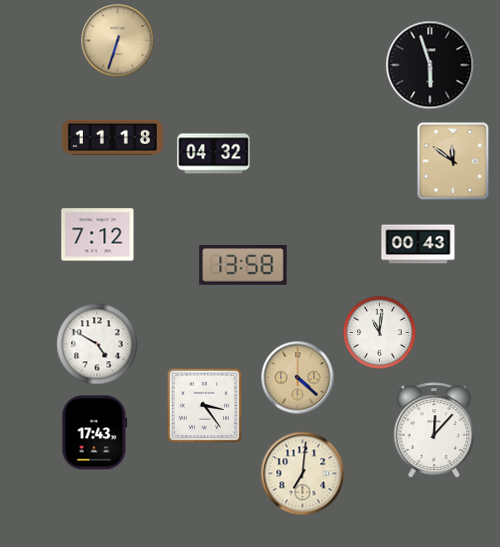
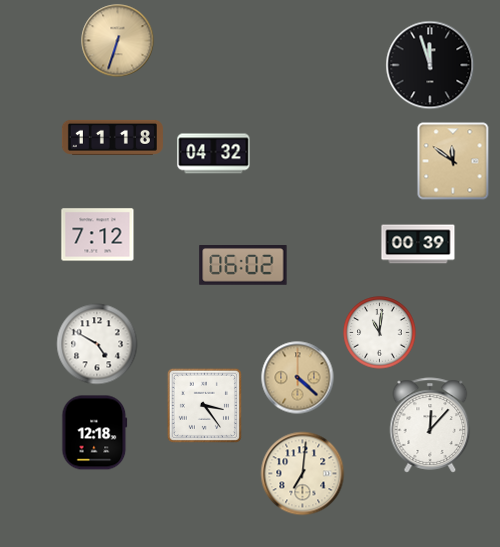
clock at (430, 65): 5:57 -> 11:57
clock at (418, 244): 00:43 -> 00:39
clock at (243, 265): 13:58 -> 06:02
clock at (434, 430) position: (434, 430) -> (430, 425)
clock at (95, 433): 17:43 -> 12:18
